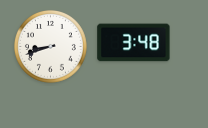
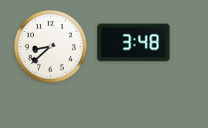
clock at (51, 47): 8:42 -> 8:38
